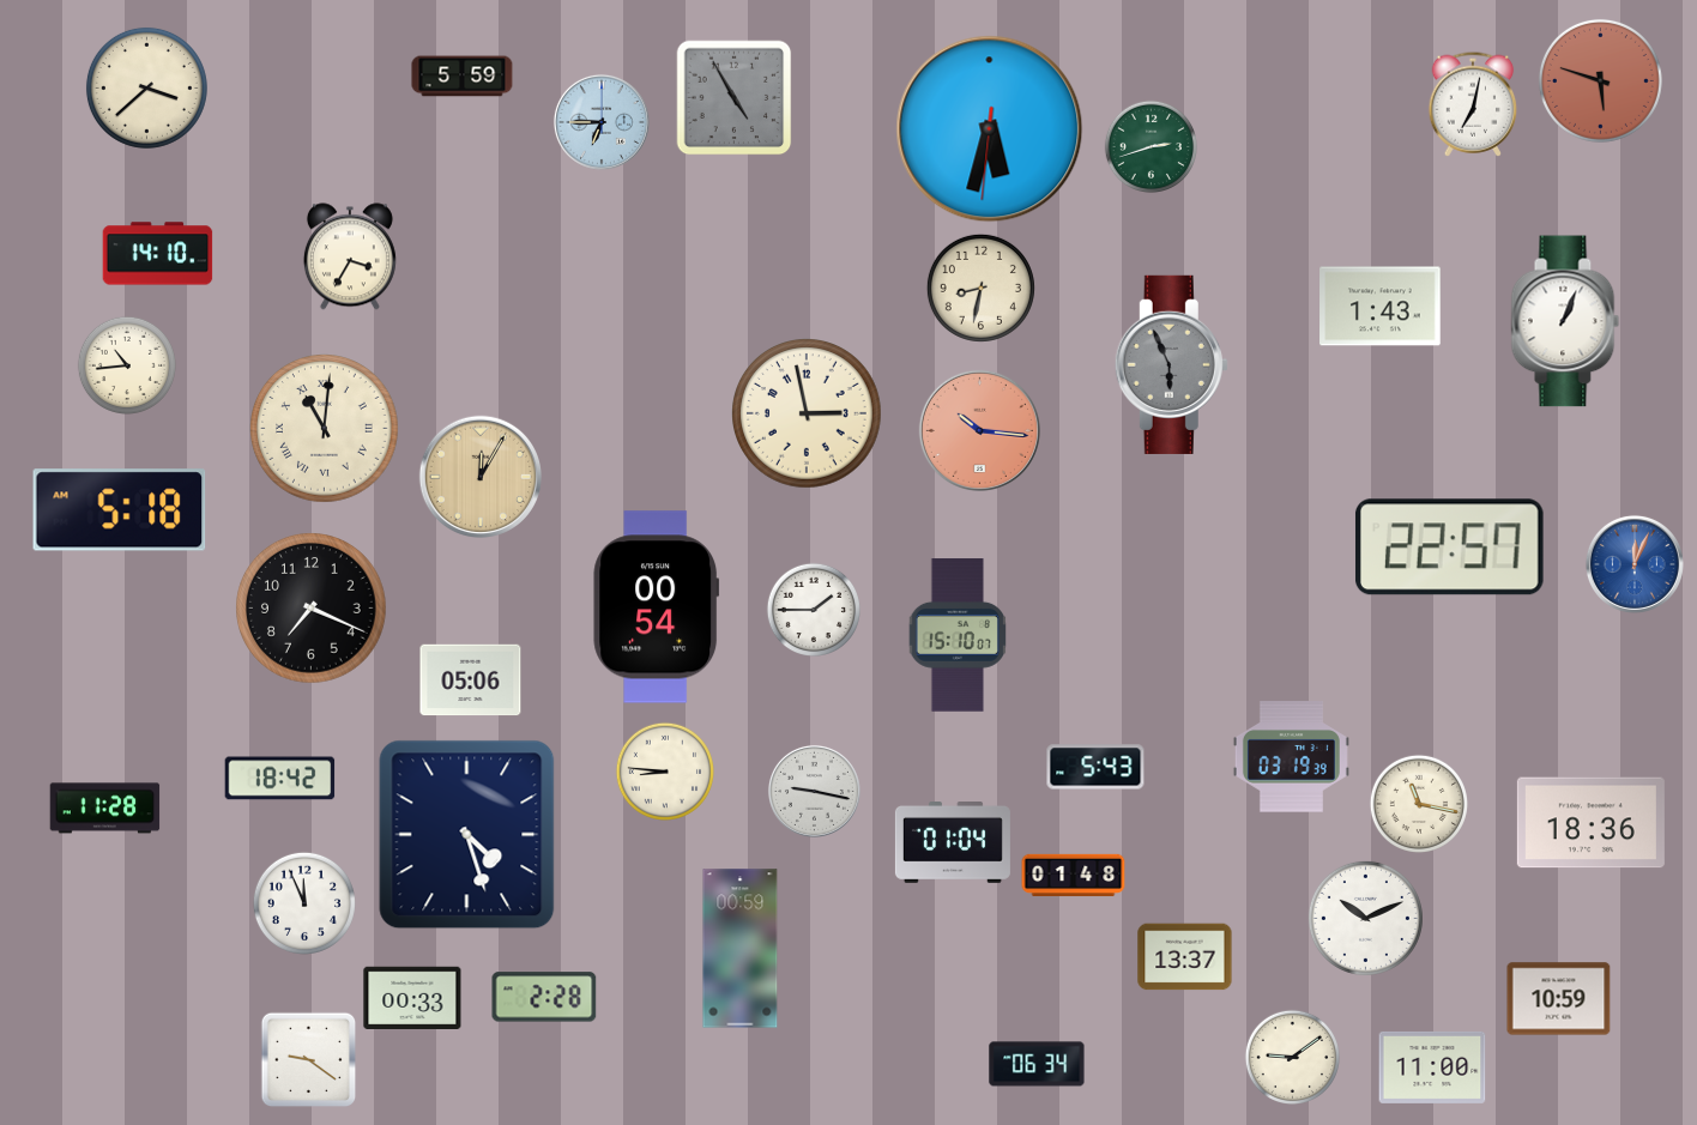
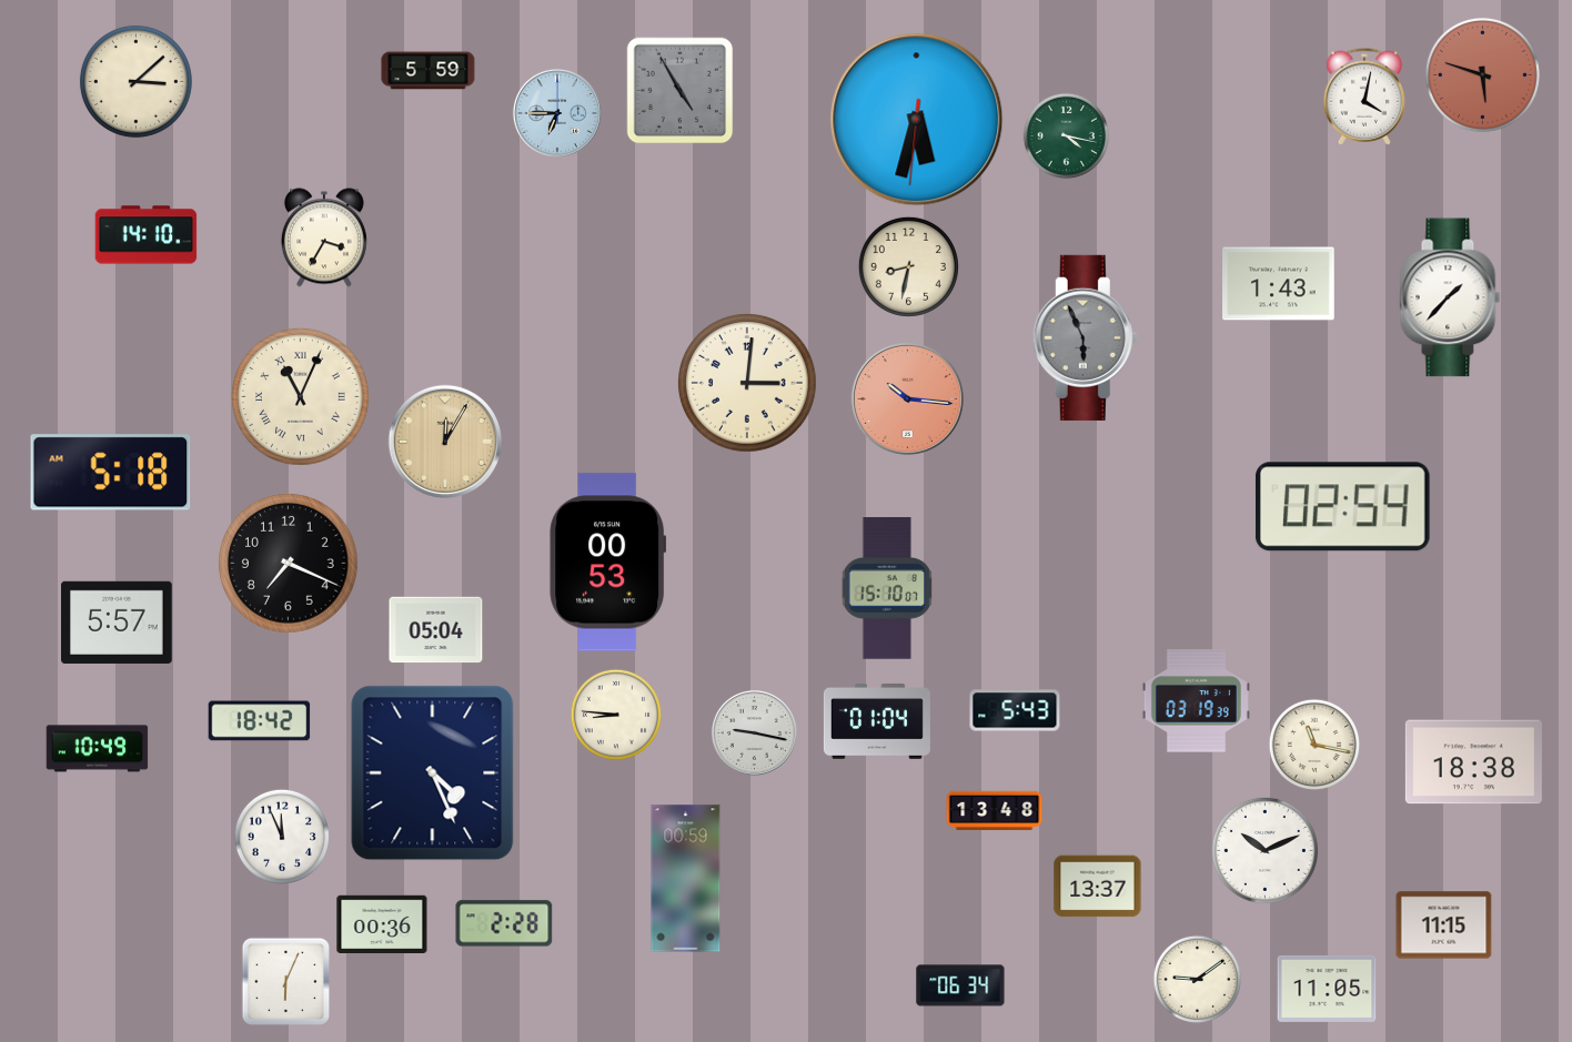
clock at (146, 87): 3:38 -> 3:08
clock at (1473, 104): 7:02 -> 4:02
clock at (1152, 147): 2:42 -> 4:17
clock at (1565, 321): 1:04 -> 1:37
clock at (126, 364): 10:44 -> none
clock at (807, 413): 2:58 -> 3:01
clock at (325, 429): 11:01 -> 11:04
clock at (1449, 548): 22:57 -> 02:54
clock at (1635, 564): 12:04 -> none
clock at (656, 607): 00:54 -> 00:53
clock at (813, 609): 1:45 -> none
clock at (118, 623): none -> 5:57
clock at (471, 681): 05:06 -> 05:04
clock at (105, 809): 11:28 -> 10:49
clock at (1590, 823): 18:36 -> 18:38
clock at (467, 835): 4:27 -> 4:26
clock at (953, 843) position: (953, 843) -> (877, 722)
clock at (1074, 876): 01:48 -> 13:48
clock at (412, 997): 00:33 -> 00:36
clock at (1559, 999): 10:59 -> 11:15
clock at (309, 1060): 9:21 -> 6:04
clock at (1432, 1067): 11:00 -> 11:05
